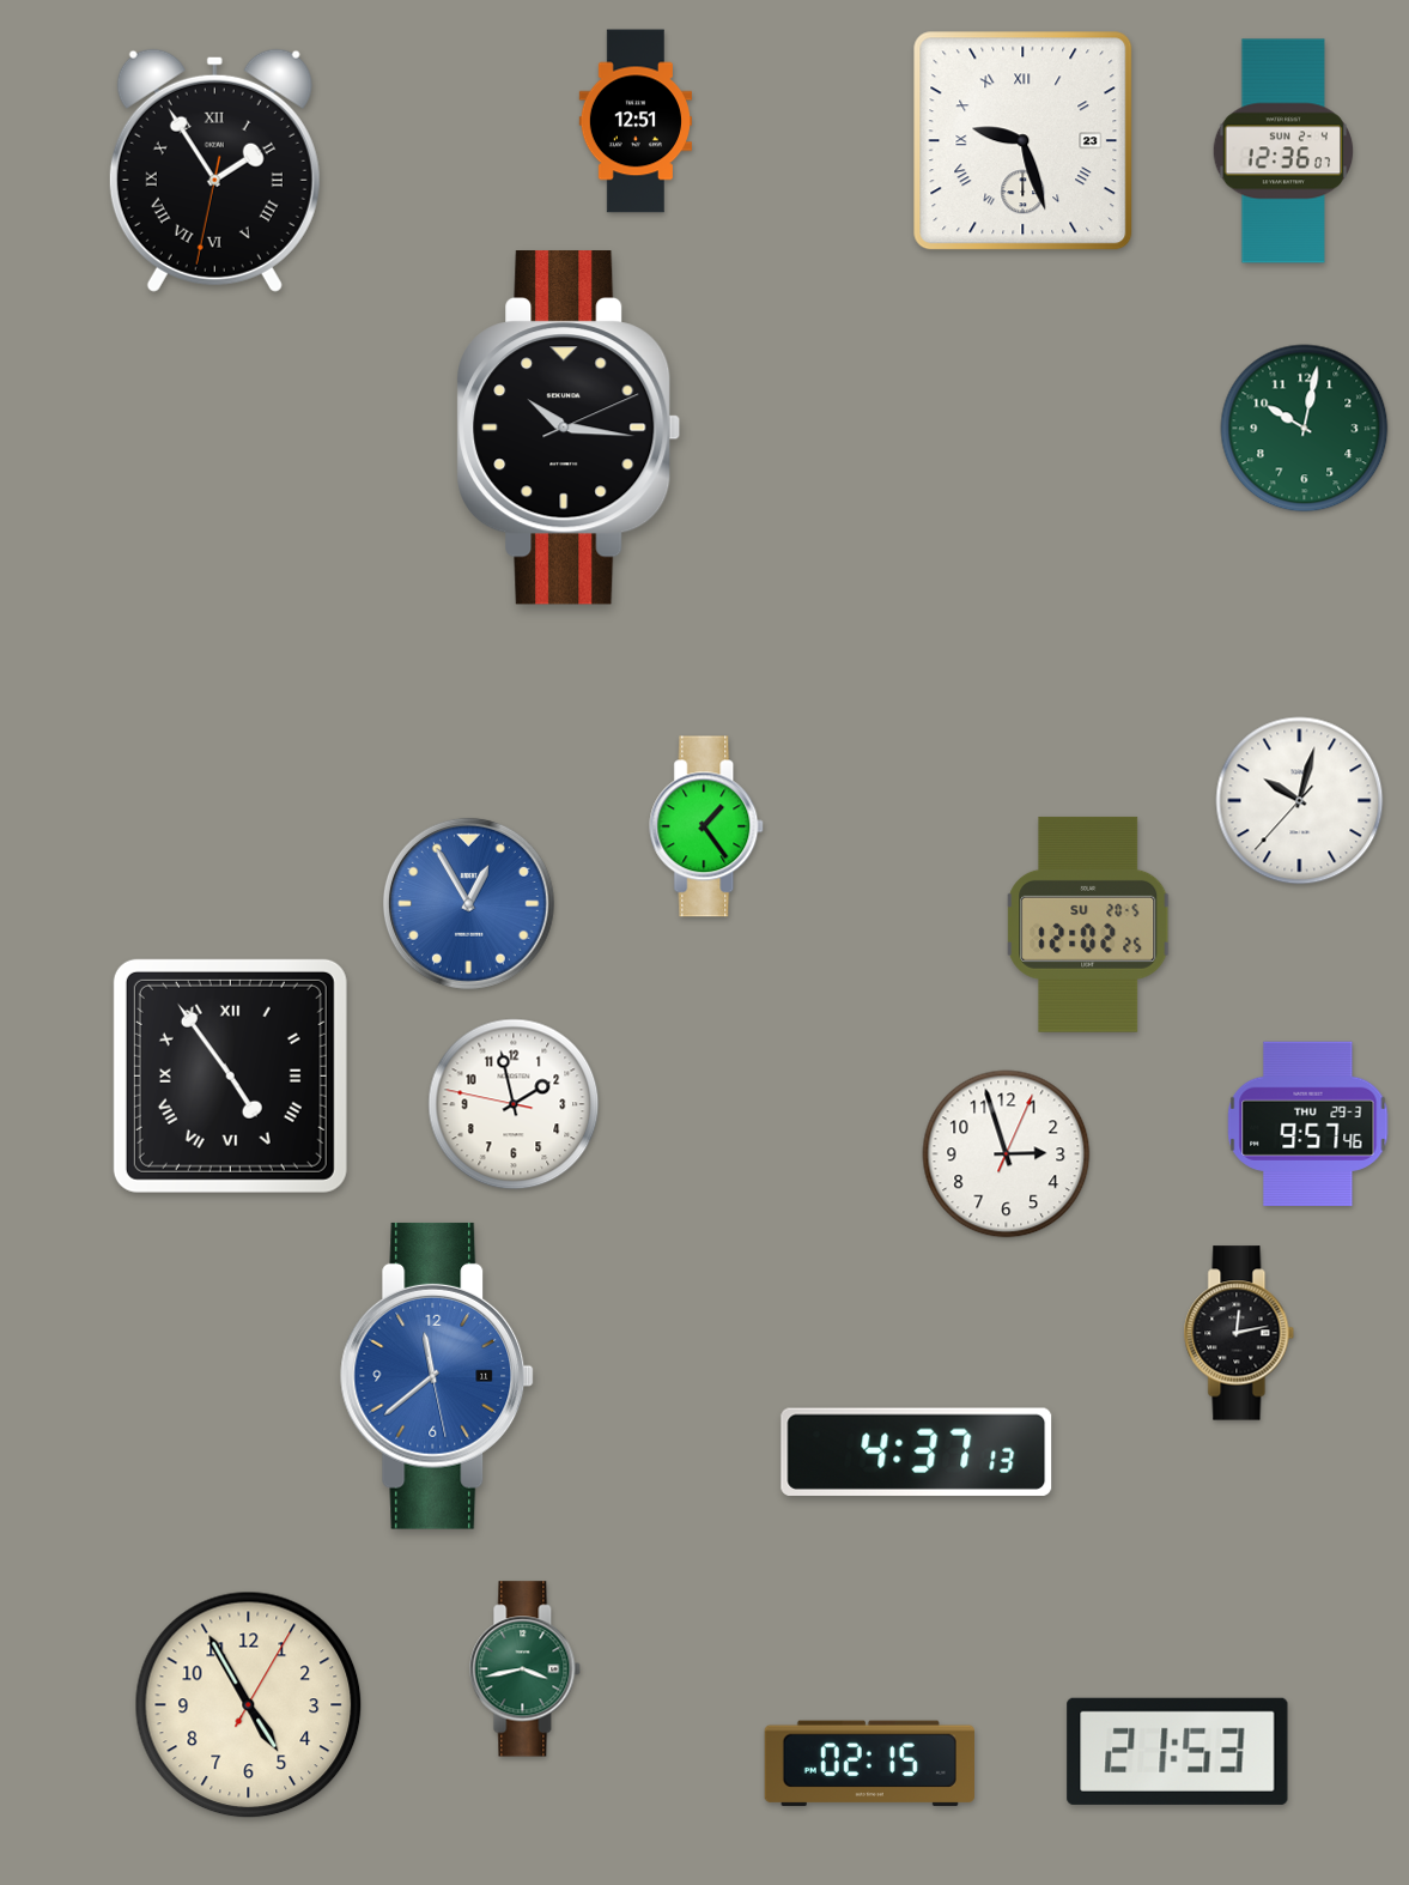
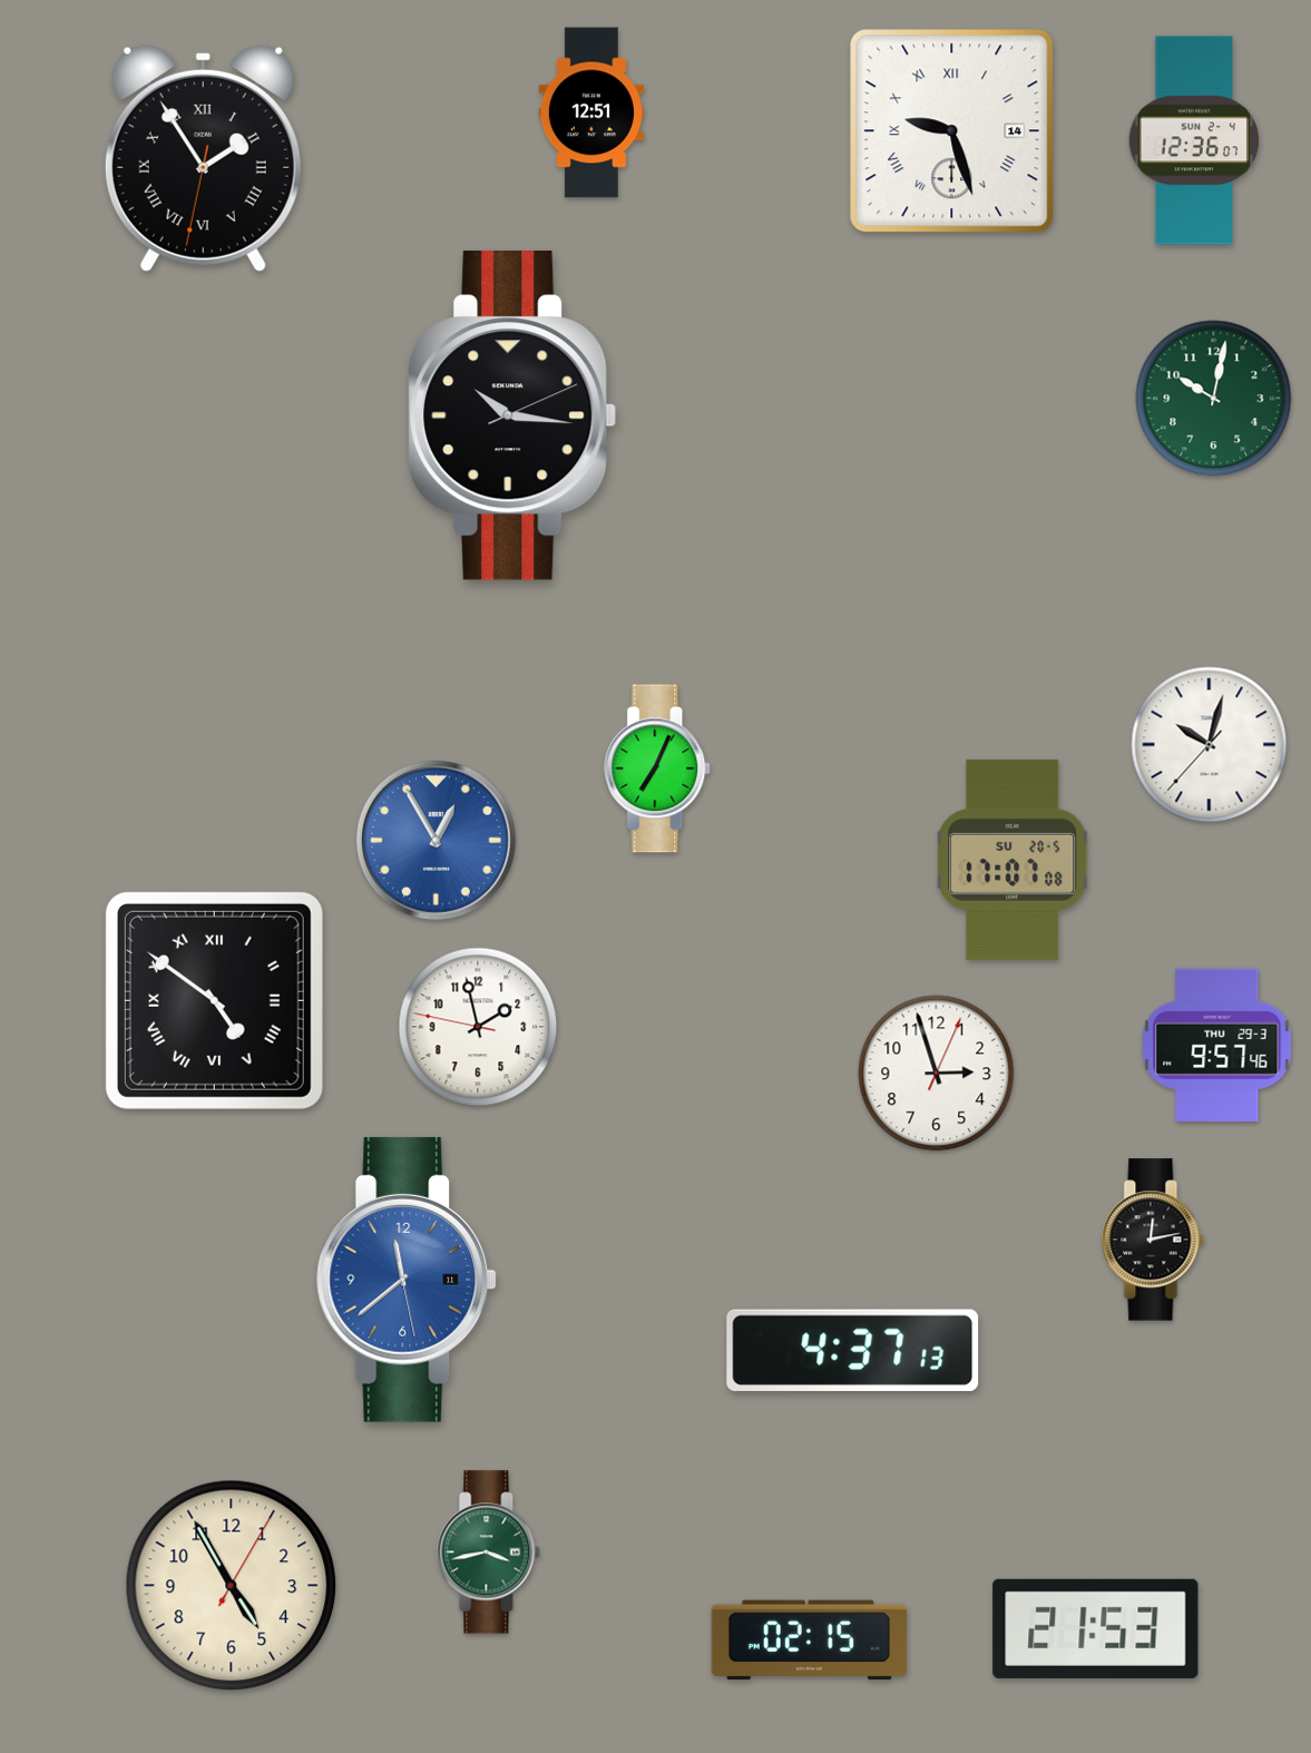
clock at (1024, 141) date: 23 -> 14
clock at (214, 170) position: (214, 170) -> (203, 158)
clock at (569, 429) position: (569, 429) -> (512, 417)
clock at (707, 826): 1:24 -> 7:04
clock at (1088, 925): 12:02 -> 17:07
clock at (230, 1075): 4:54 -> 4:51
